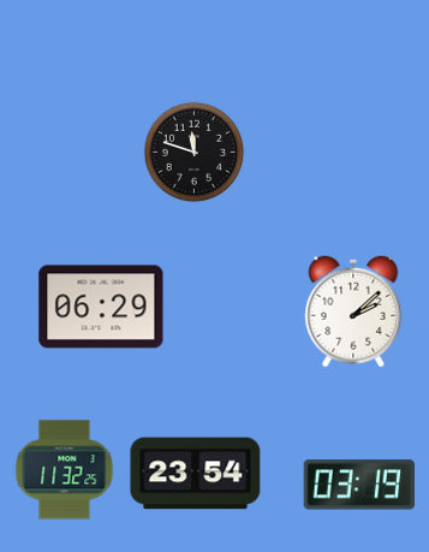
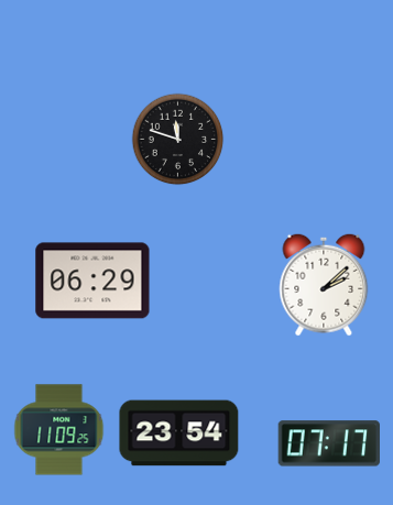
clock at (65, 470): 11:32 -> 11:09
clock at (359, 485): 03:19 -> 07:17
